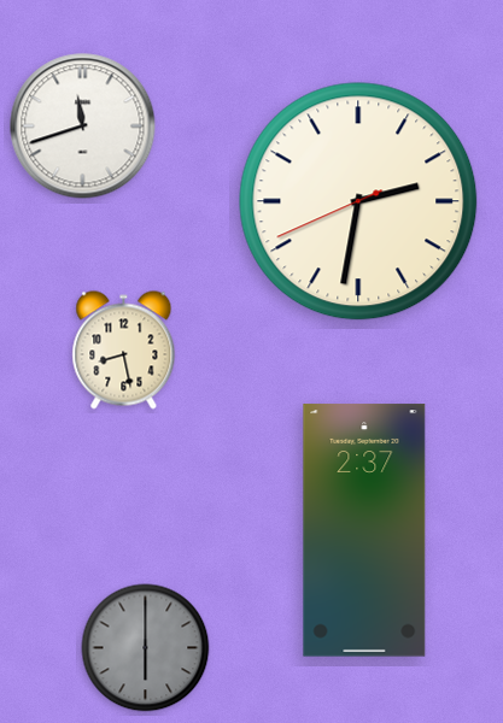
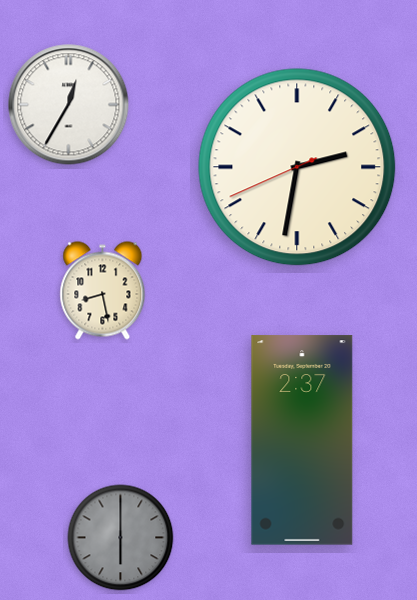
clock at (83, 127): 11:42 -> 12:35
